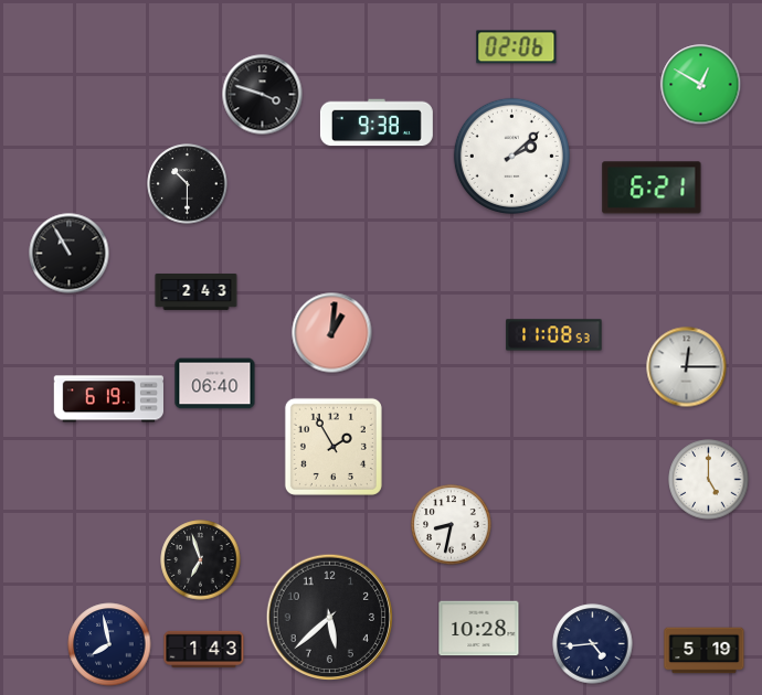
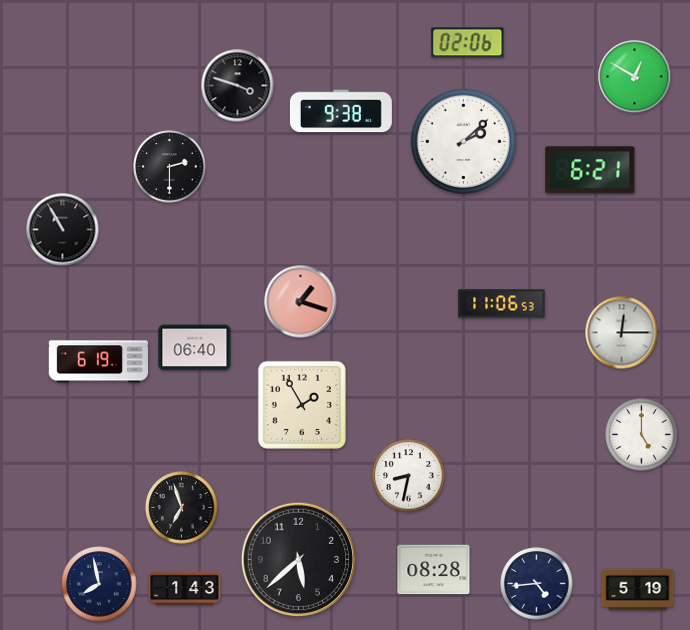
clock at (188, 184): 10:30 -> 2:30
clock at (197, 291): 2:43 -> none
clock at (332, 333): 1:01 -> 1:18
clock at (554, 335): 11:08 -> 11:06
clock at (479, 629): 10:28 -> 08:28
